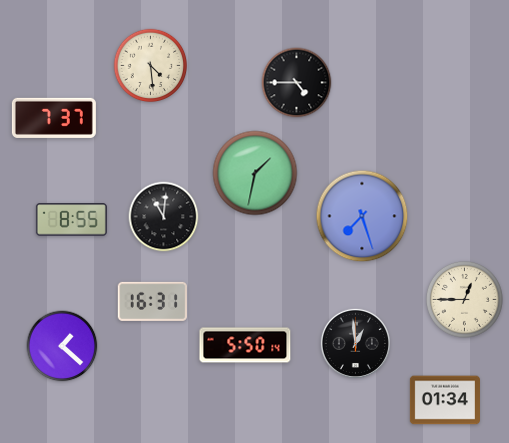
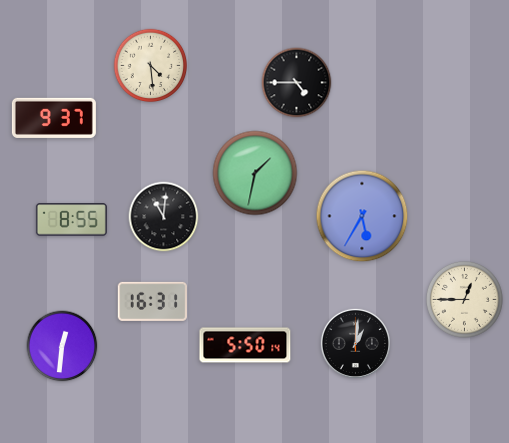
clock at (54, 118): 7:37 -> 9:37
clock at (362, 216): 7:27 -> 5:35
clock at (355, 343): 12:59 -> 1:01
clock at (62, 346): 1:22 -> 12:31
clock at (445, 400): 01:34 -> none
